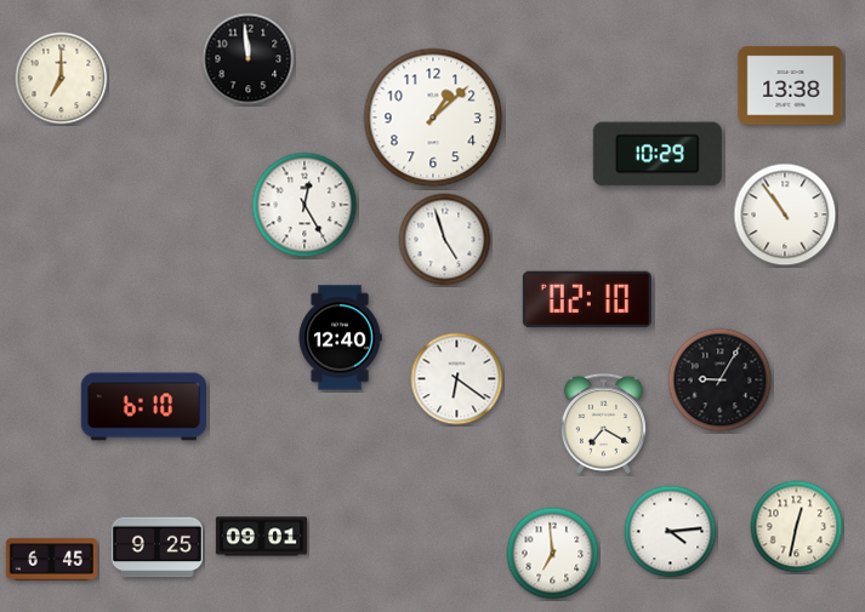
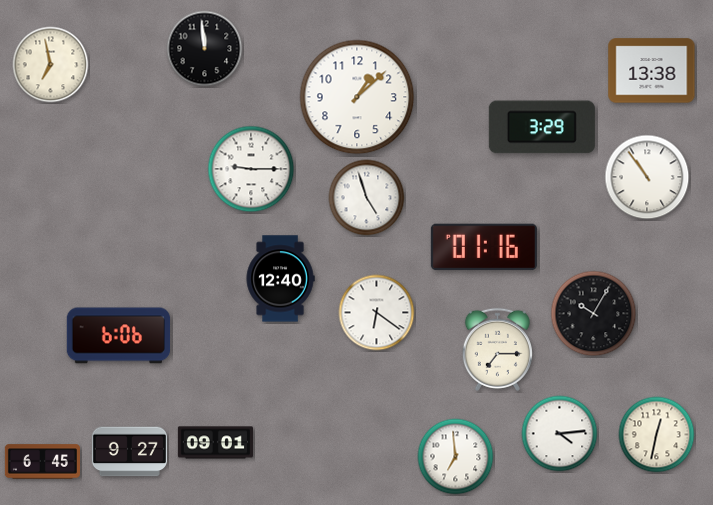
clock at (62, 79): 7:00 -> 6:58
clock at (658, 154): 10:29 -> 3:29
clock at (305, 205): 12:25 -> 9:15
clock at (587, 299): 02:10 -> 01:16
clock at (721, 381): 9:05 -> 10:05
clock at (144, 407): 6:10 -> 6:06
clock at (603, 423): 7:20 -> 7:15
clock at (671, 532) position: (671, 532) -> (560, 434)
clock at (157, 548): 9:25 -> 9:27
